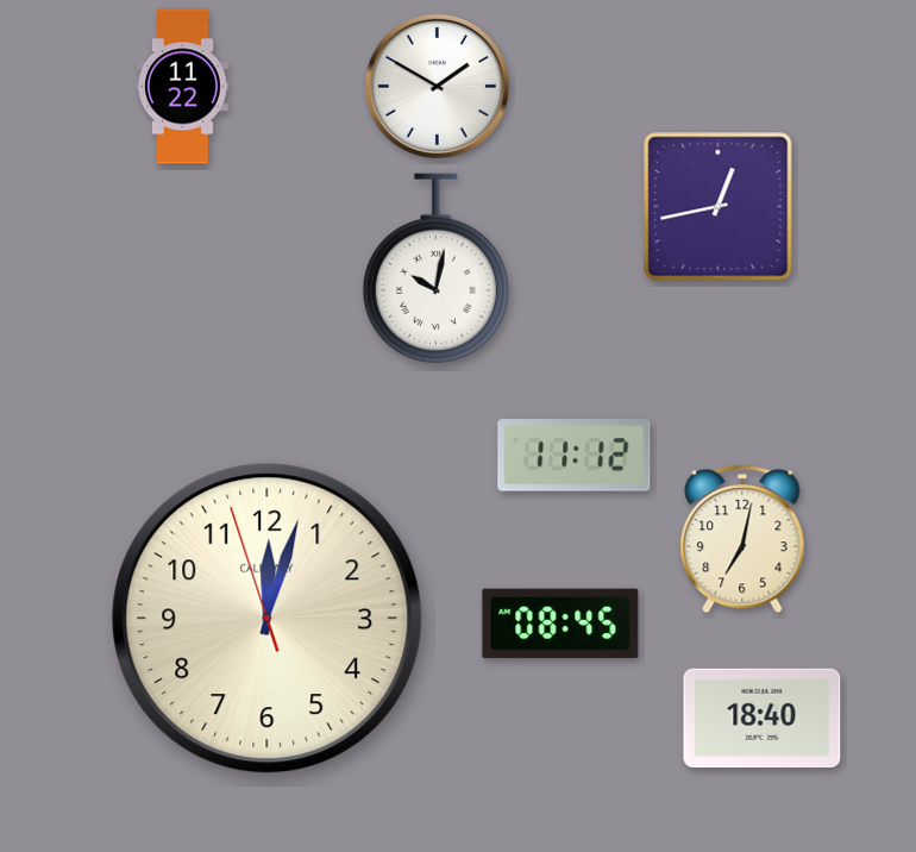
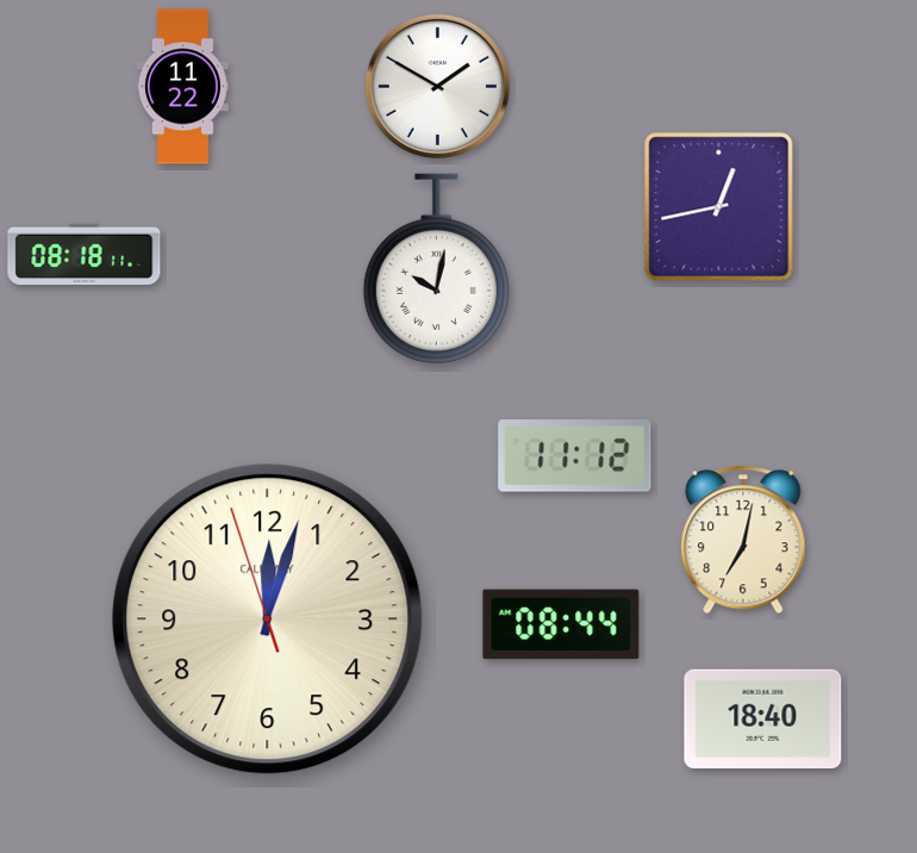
clock at (85, 254): none -> 08:18
clock at (560, 624): 08:45 -> 08:44
